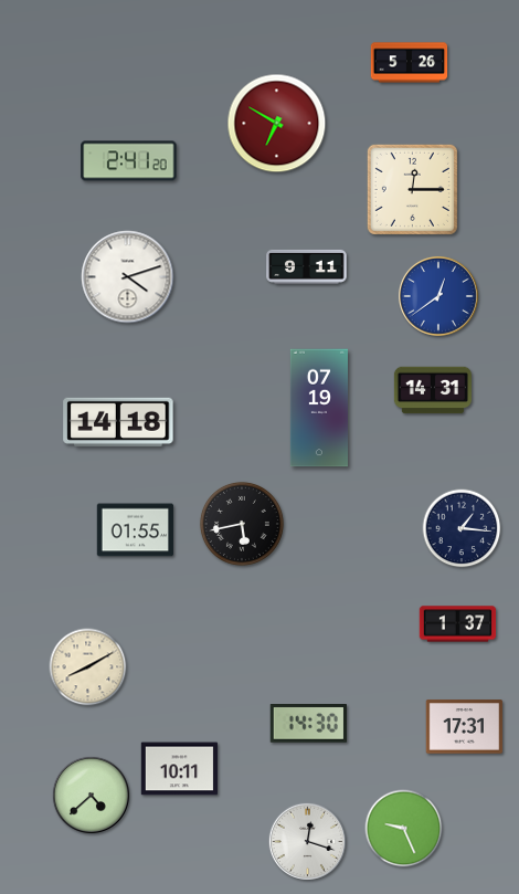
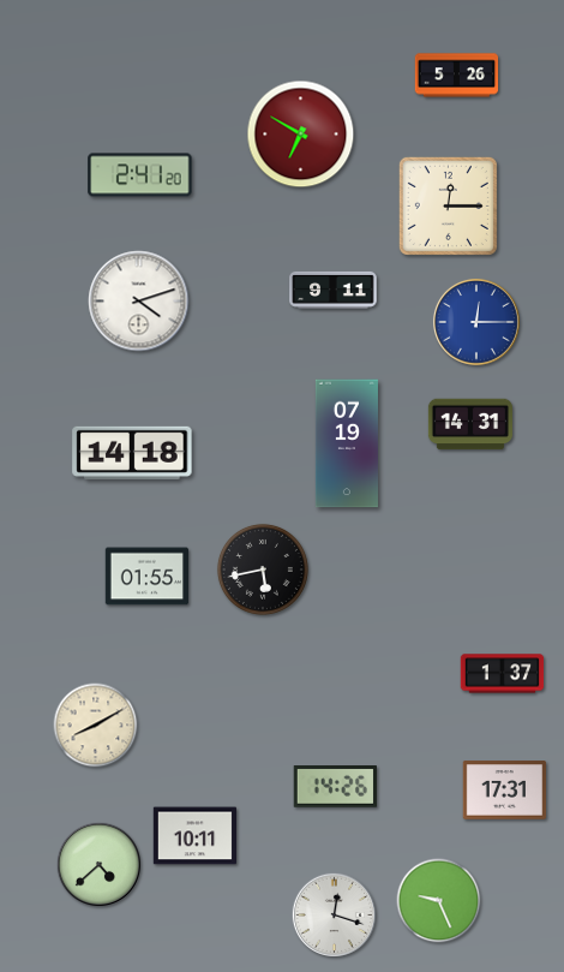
clock at (410, 63) position: (410, 63) -> (457, 76)
clock at (438, 296): 12:39 -> 12:15
clock at (118, 422) position: (118, 422) -> (132, 453)
clock at (462, 528): 1:16 -> none
clock at (458, 624) position: (458, 624) -> (503, 674)
clock at (308, 724): 14:30 -> 14:26
